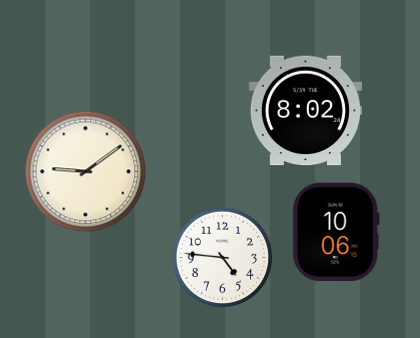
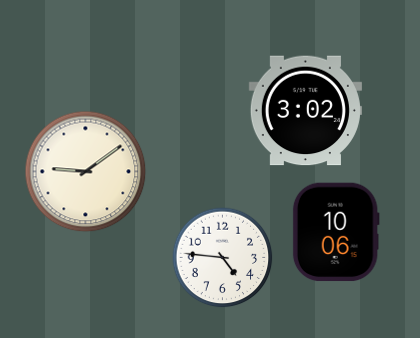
clock at (305, 111): 8:02 -> 3:02
